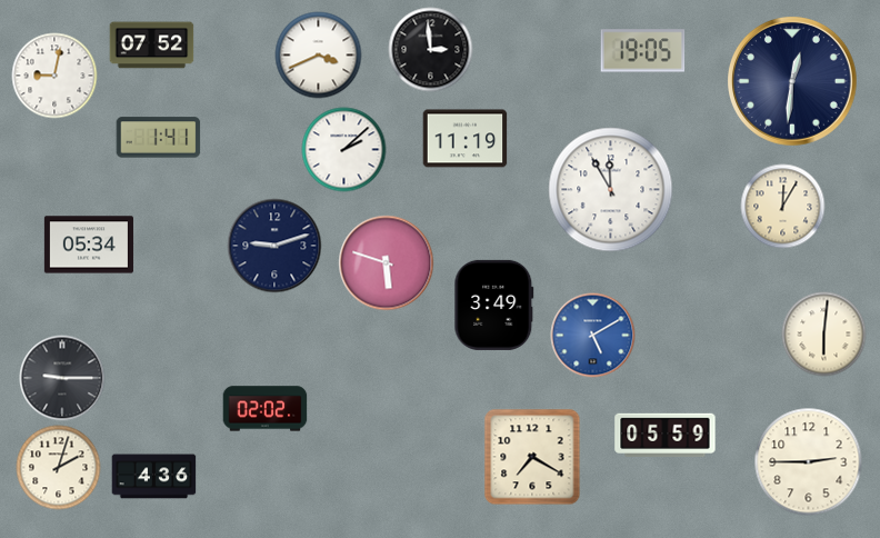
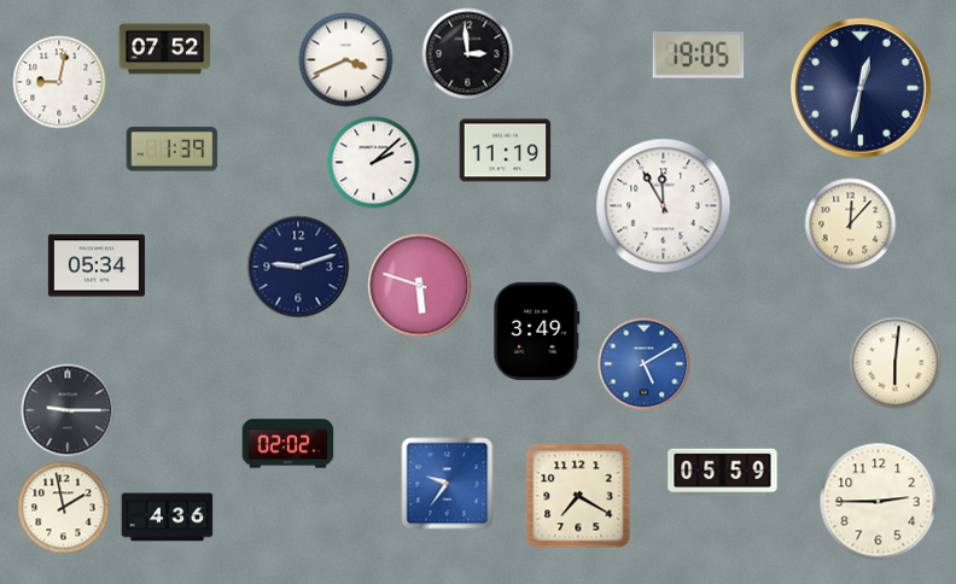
clock at (793, 82): 12:31 -> 12:32
clock at (159, 138): 1:41 -> 1:39
clock at (783, 207): 12:05 -> 12:07
clock at (448, 484): none -> 9:36
clock at (59, 468): 2:03 -> 1:58
